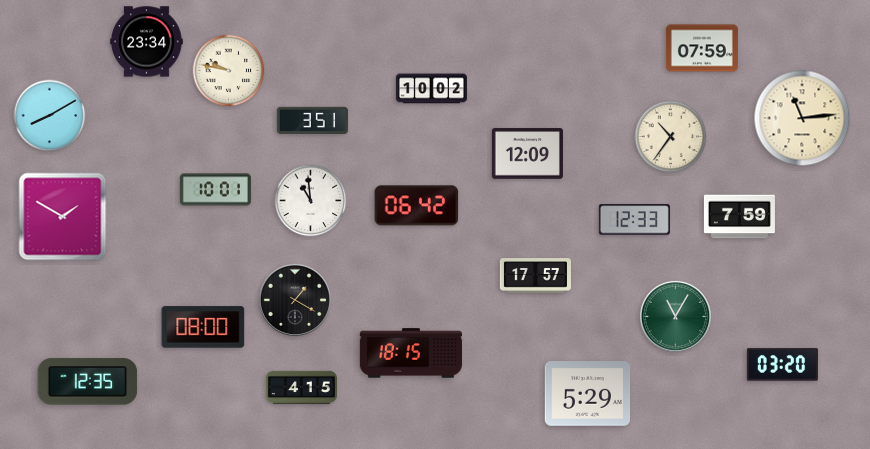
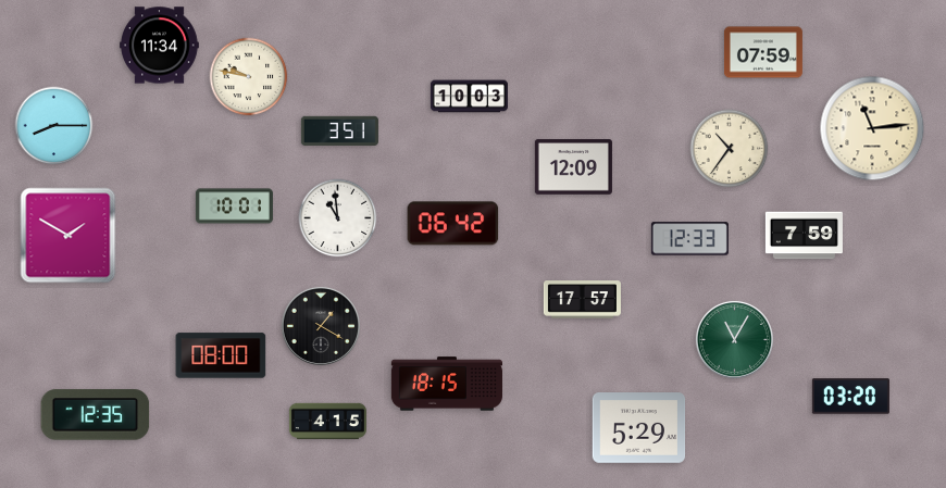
clock at (147, 42): 23:34 -> 11:34
clock at (431, 89): 10:02 -> 10:03
clock at (50, 116): 8:10 -> 8:15
clock at (675, 316) position: (675, 316) -> (734, 339)
